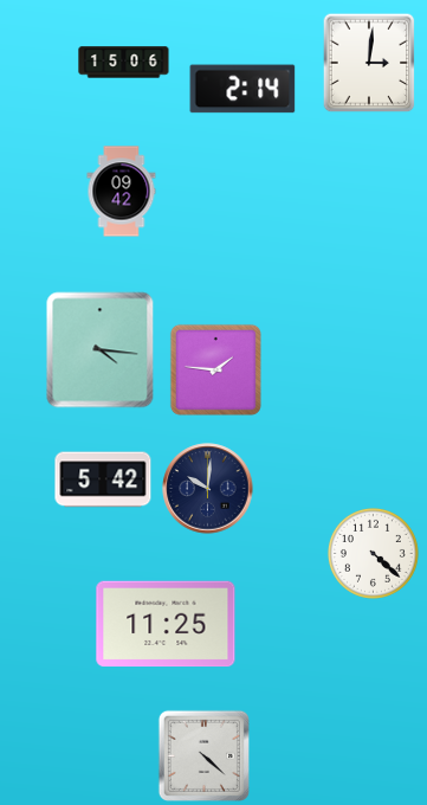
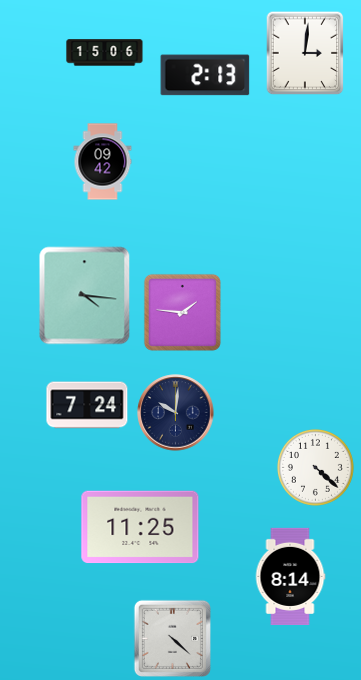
clock at (369, 63) position: (369, 63) -> (305, 53)
clock at (242, 89): 2:14 -> 2:13
clock at (103, 479): 5:42 -> 7:24
clock at (290, 576): none -> 8:14
